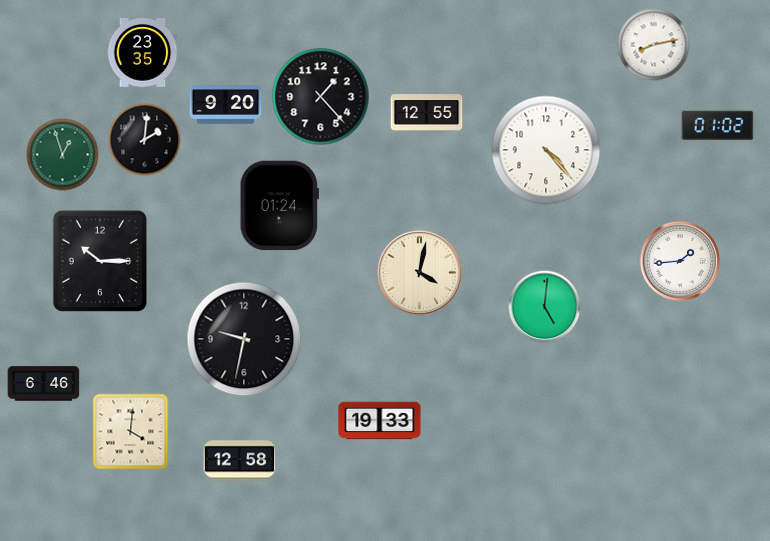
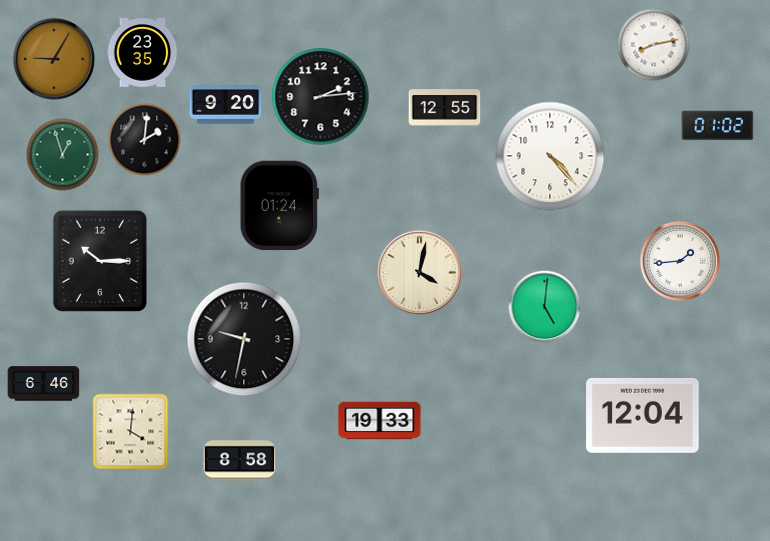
clock at (53, 58): none -> 9:05
clock at (321, 97): 1:23 -> 2:14
clock at (427, 113) position: (427, 113) -> (445, 108)
clock at (546, 150) position: (546, 150) -> (550, 156)
clock at (643, 415): none -> 12:04
clock at (240, 461): 12:58 -> 8:58
